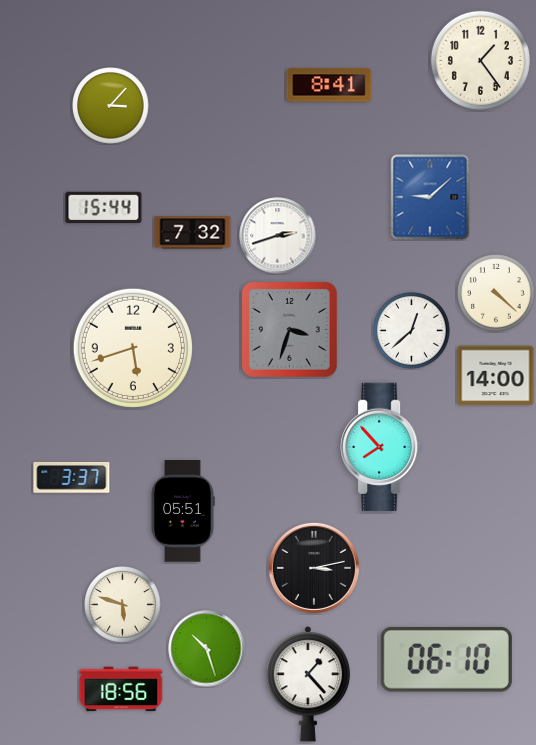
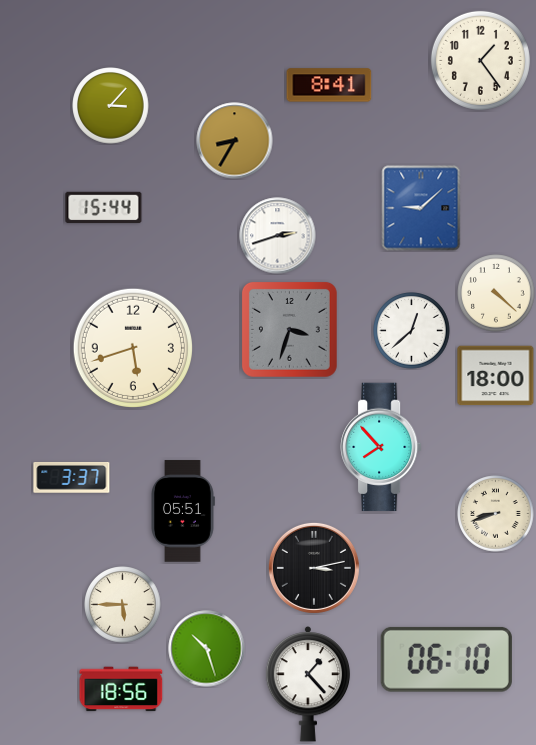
clock at (235, 141): none -> 8:35
clock at (430, 197) position: (430, 197) -> (421, 208)
clock at (193, 233): 7:32 -> none
clock at (496, 376): 14:00 -> 18:00
clock at (496, 514): none -> 8:42
clock at (123, 605): 5:48 -> 5:45
